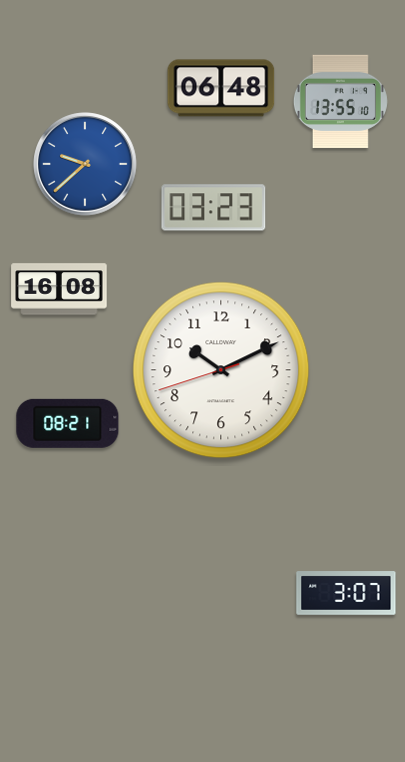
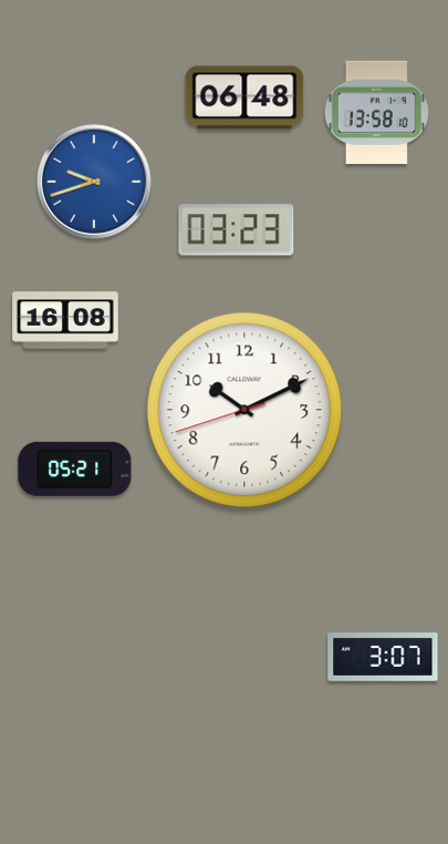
clock at (340, 101): 13:55 -> 13:58
clock at (85, 164): 9:38 -> 9:42
clock at (68, 423): 08:21 -> 05:21
